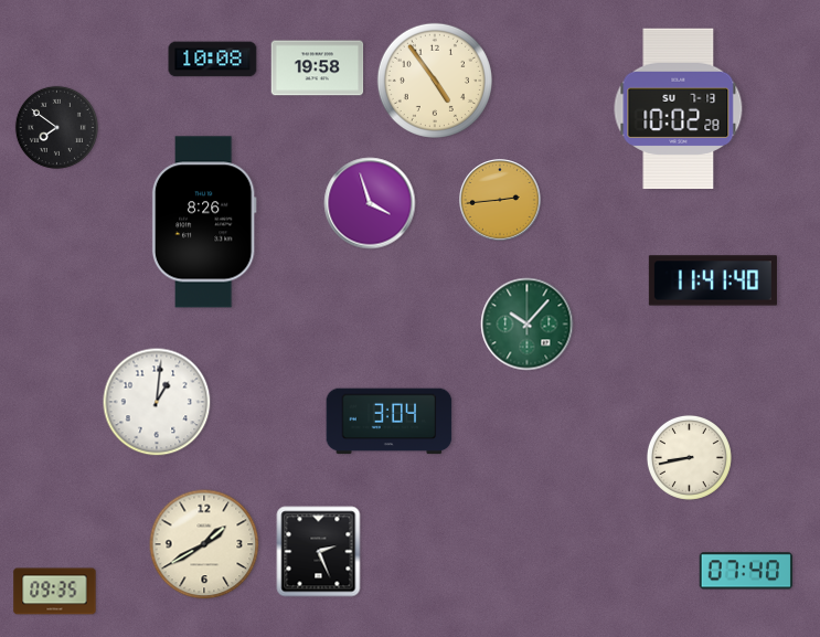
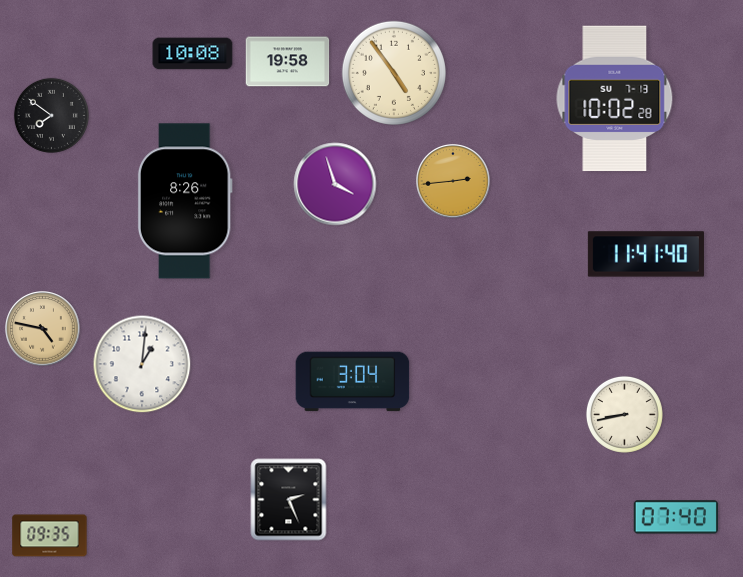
clock at (528, 325): 10:07 -> none
clock at (43, 329): none -> 4:47
clock at (204, 544): 1:40 -> none
